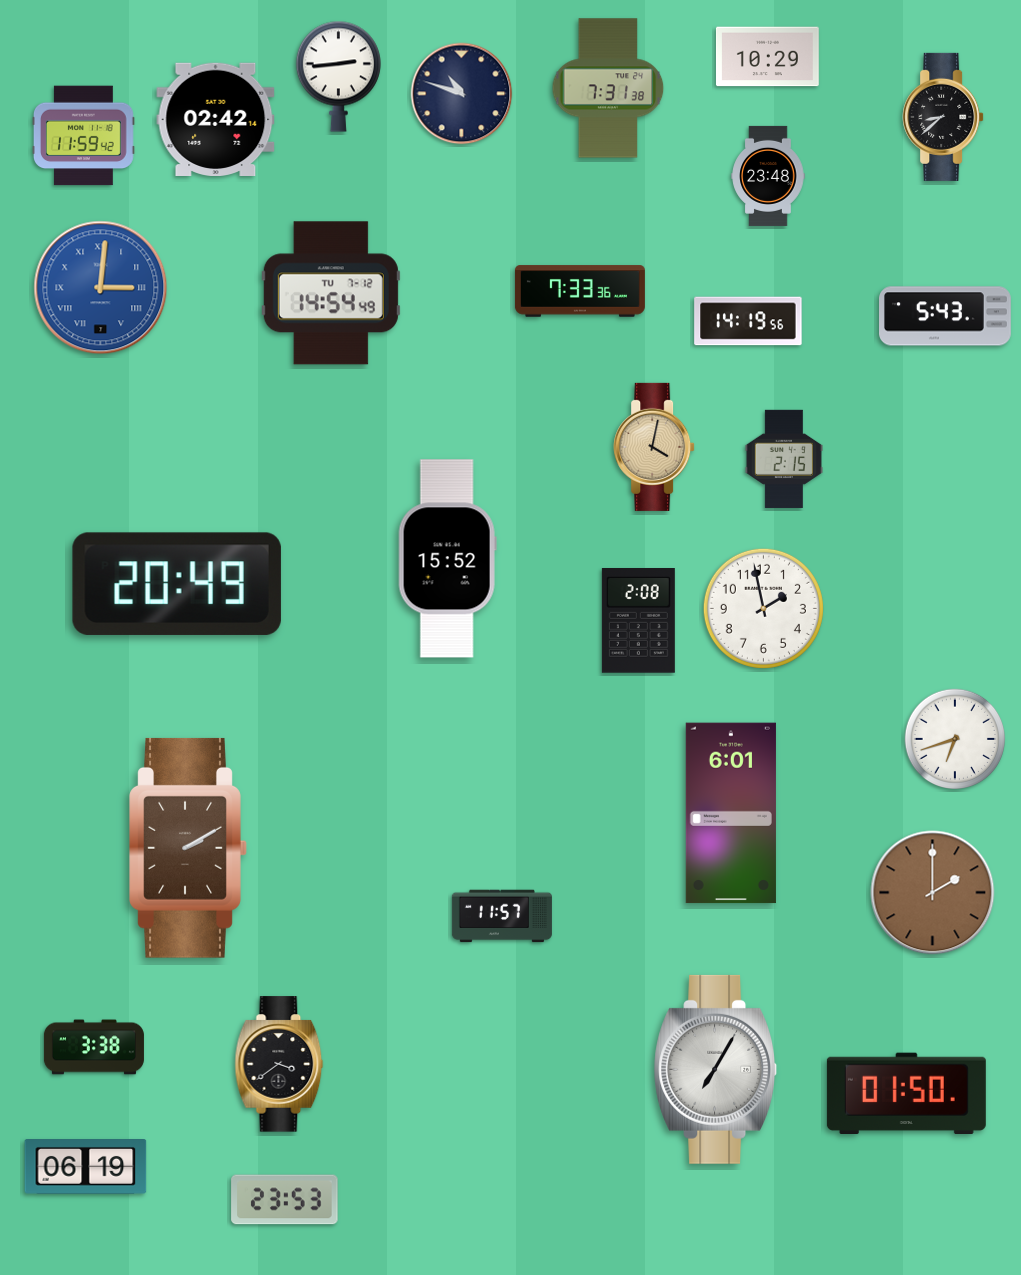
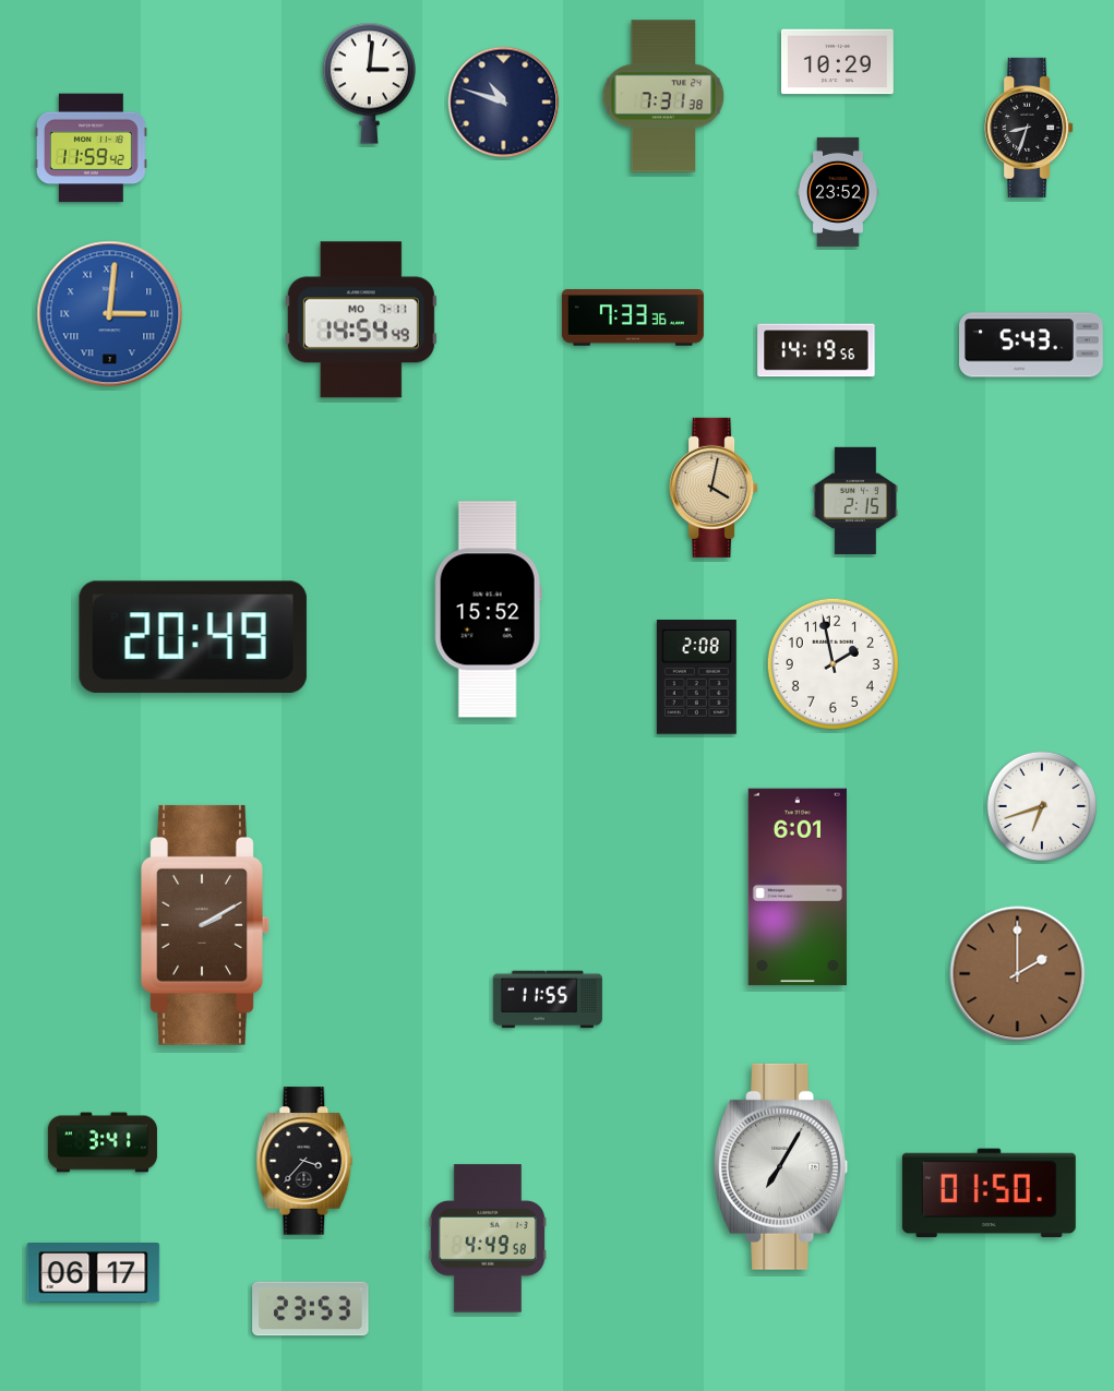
clock at (338, 76): 2:44 -> 3:01
clock at (943, 117): 8:38 -> 8:33
clock at (216, 119): 02:42 -> none
clock at (768, 176): 23:48 -> 23:52
clock at (331, 293) date: TU 7-12 -> MO 7-11
clock at (502, 916): 11:57 -> 11:55
clock at (94, 1047): 3:38 -> 3:41
clock at (279, 1064): 3:39 -> 3:37
clock at (488, 1238): none -> 4:49
clock at (86, 1167): 06:19 -> 06:17
